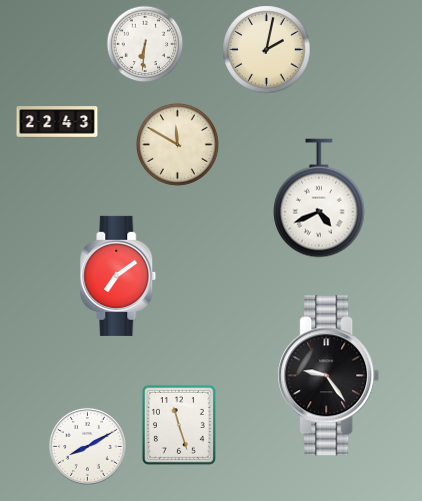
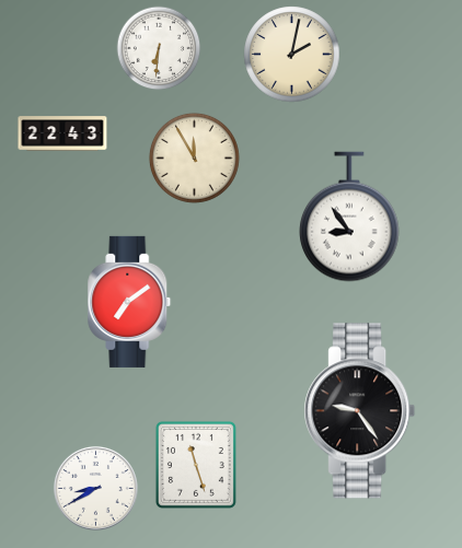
clock at (177, 144): 11:50 -> 11:55
clock at (320, 198): 4:41 -> 8:54
clock at (87, 446): 8:10 -> 8:40
